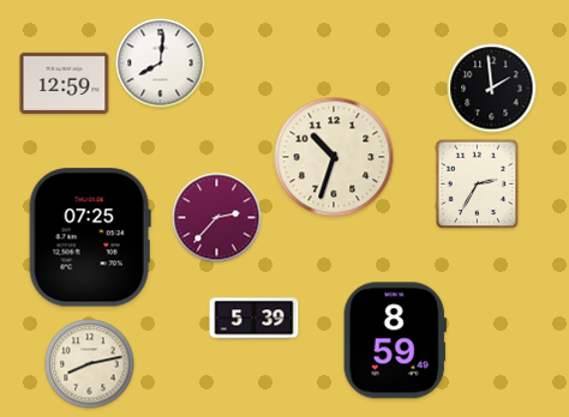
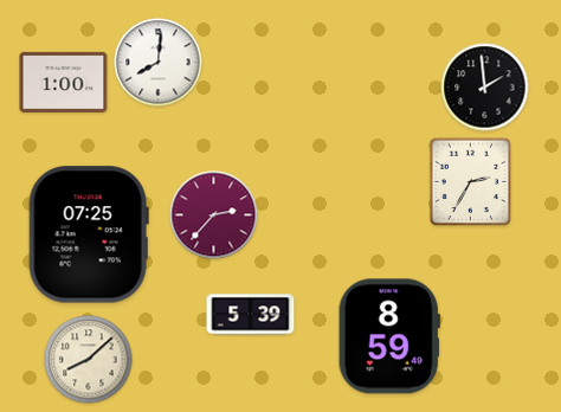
clock at (65, 83): 12:59 -> 1:00
clock at (334, 157): 10:33 -> none
clock at (90, 364): 8:13 -> 8:08
